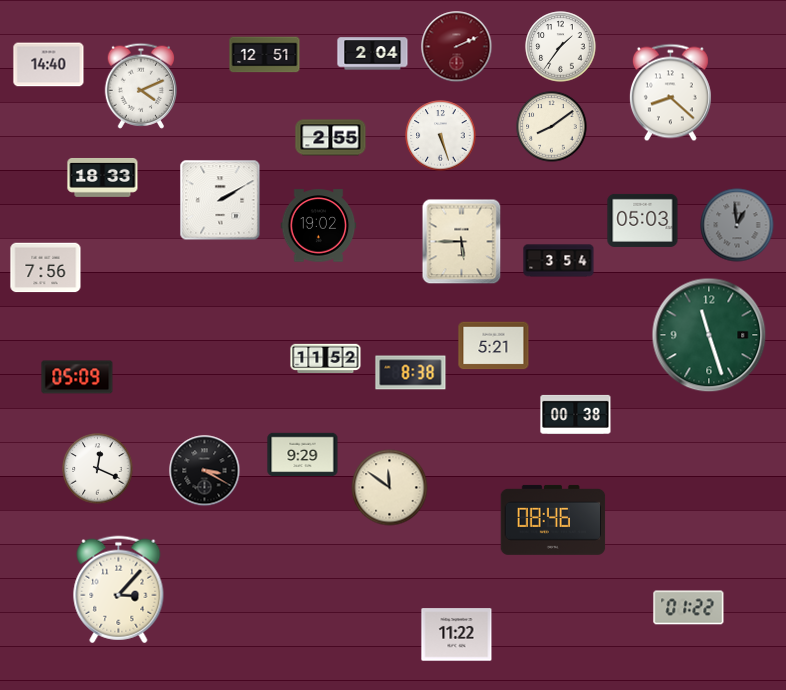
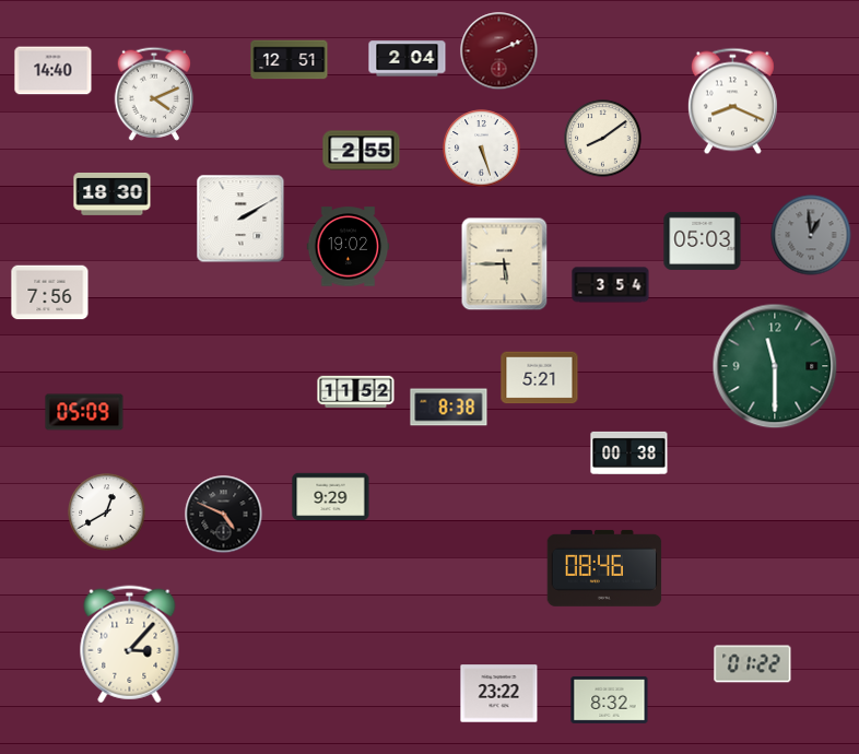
clock at (561, 47): 1:36 -> none
clock at (670, 93): 8:22 -> 8:19
clock at (103, 177): 18:33 -> 18:30
clock at (737, 225) position: (737, 225) -> (811, 235)
clock at (709, 335): 11:27 -> 11:30
clock at (98, 469): 12:19 -> 12:40
clock at (205, 471): 3:20 -> 4:49
clock at (390, 488): 11:51 -> none
clock at (457, 635): 11:22 -> 23:22
clock at (610, 699): none -> 8:32
